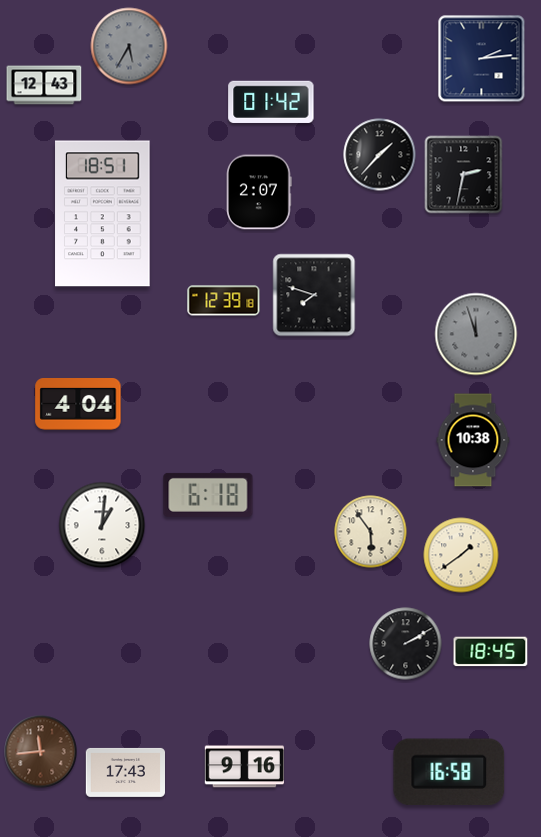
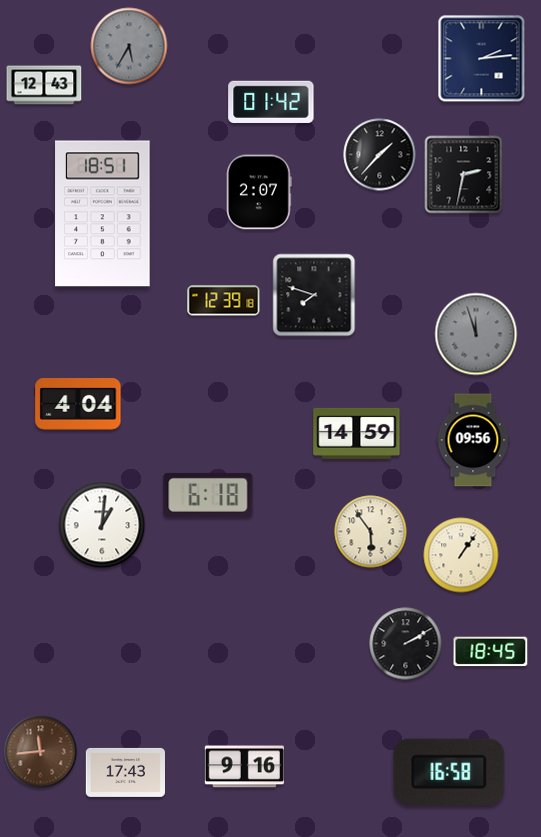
clock at (357, 433): none -> 14:59
clock at (473, 440): 10:38 -> 09:56
clock at (461, 555): 1:39 -> 1:06
